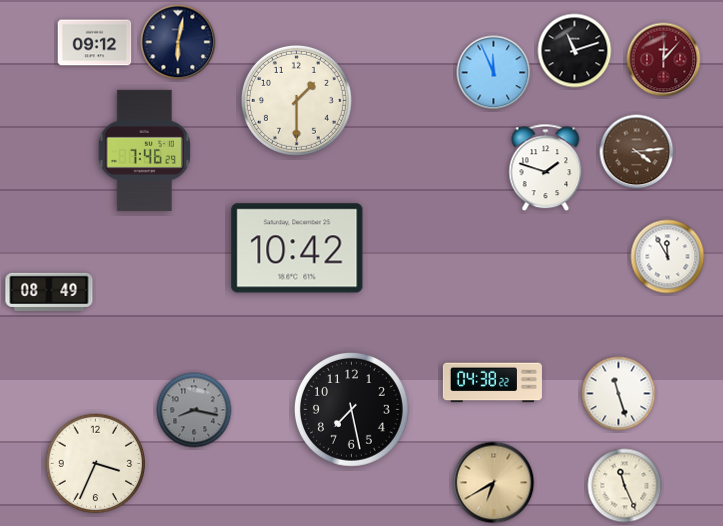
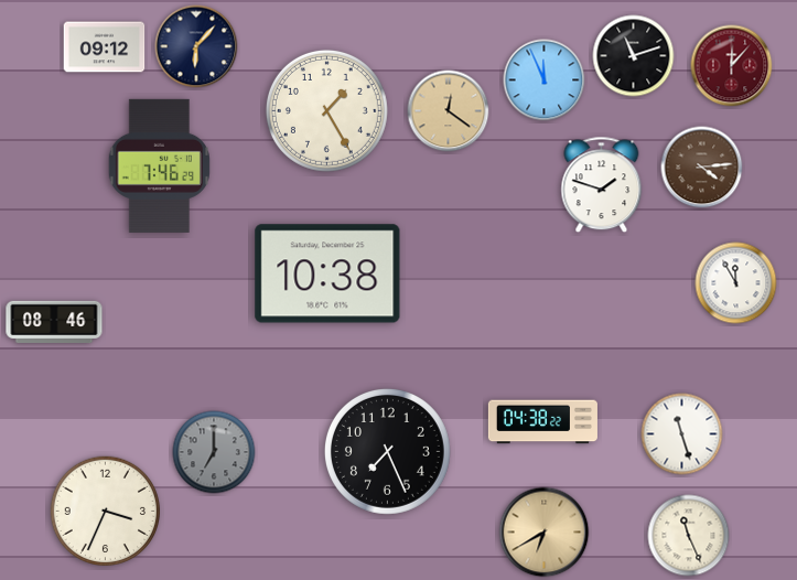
clock at (178, 42): 6:02 -> 6:07
clock at (296, 100): 1:30 -> 1:25
clock at (449, 111): none -> 12:21
clock at (297, 248): 10:42 -> 10:38
clock at (49, 291): 08:49 -> 08:46
clock at (351, 409): 7:28 -> 7:26
clock at (194, 410): 8:17 -> 7:00
